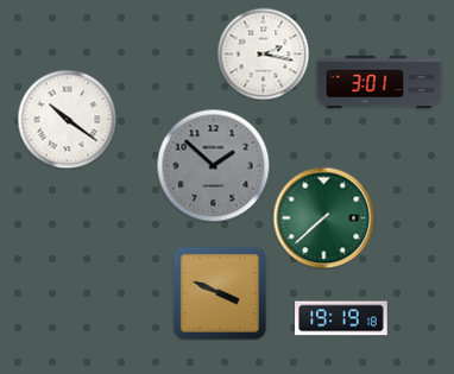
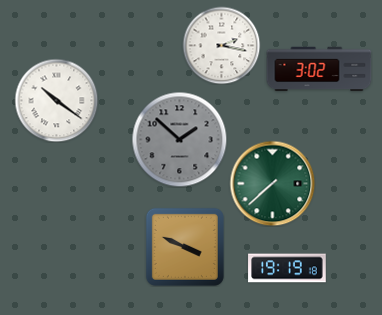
clock at (379, 82): 3:01 -> 3:02
